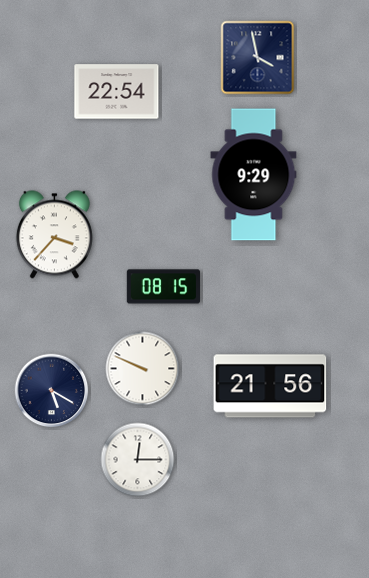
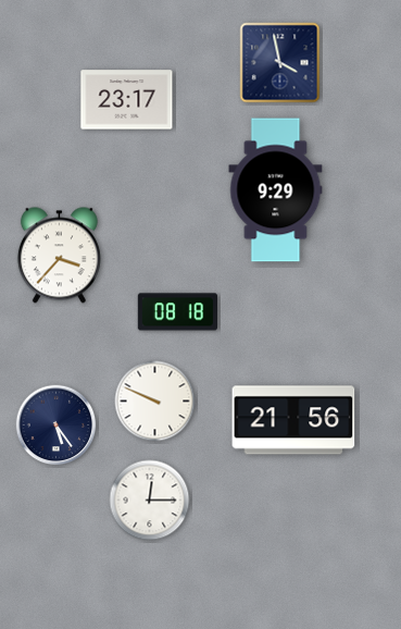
clock at (117, 92): 22:54 -> 23:17
clock at (163, 287): 08:15 -> 08:18
clock at (52, 391): 5:20 -> 5:24
